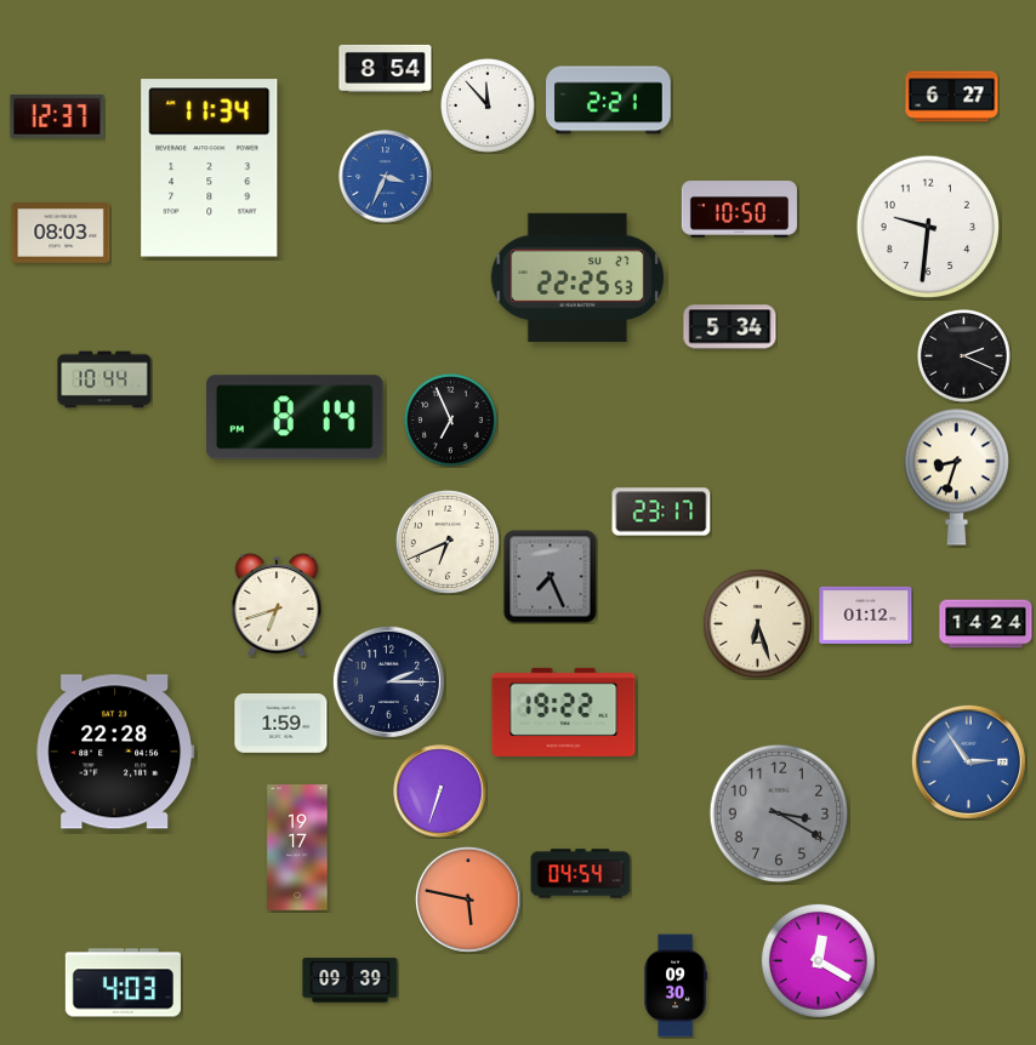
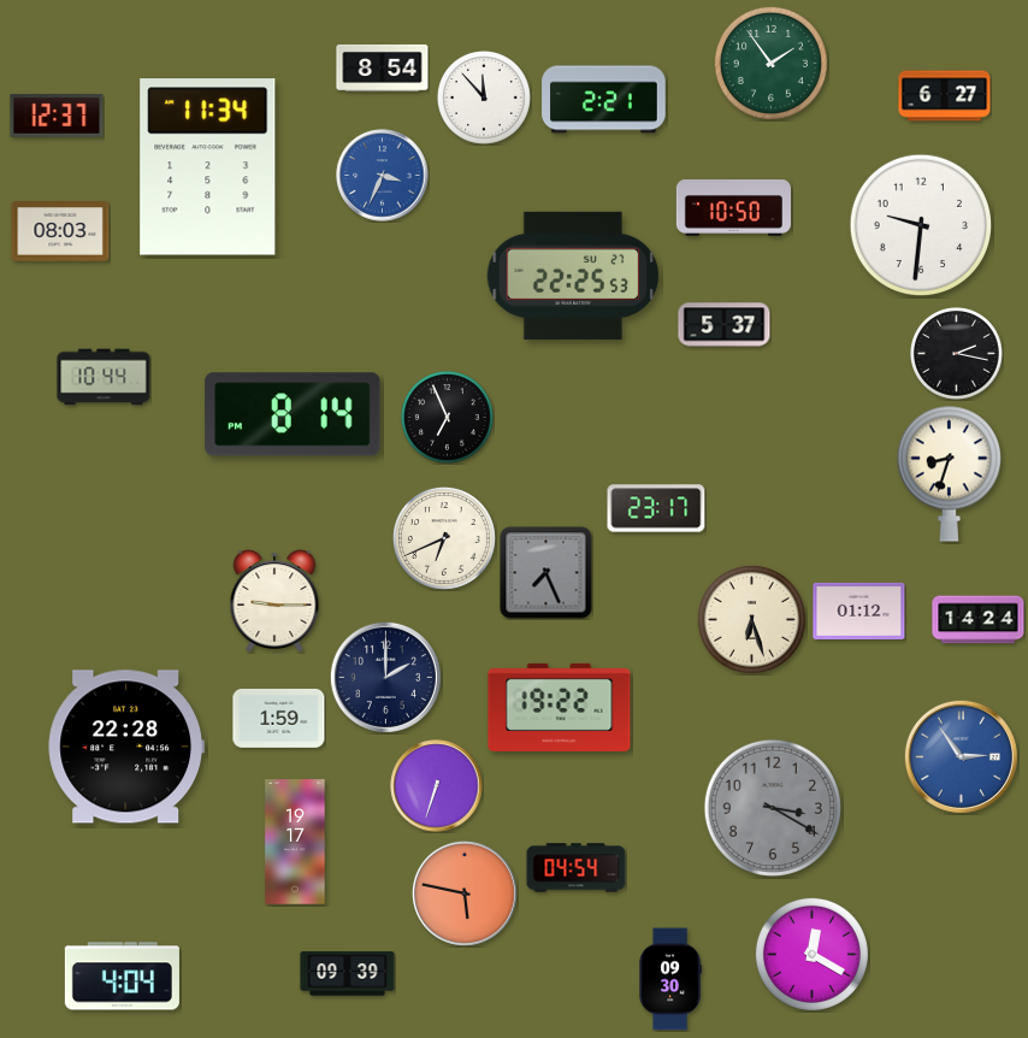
clock at (770, 63): none -> 1:54
clock at (489, 107) position: (489, 107) -> (485, 99)
clock at (730, 327): 5:34 -> 5:37
clock at (964, 356): 2:19 -> 2:17
clock at (277, 605): 6:42 -> 9:15
clock at (388, 681): 2:15 -> 2:00
clock at (114, 752) position: (114, 752) -> (125, 747)
clock at (123, 983): 4:03 -> 4:04
